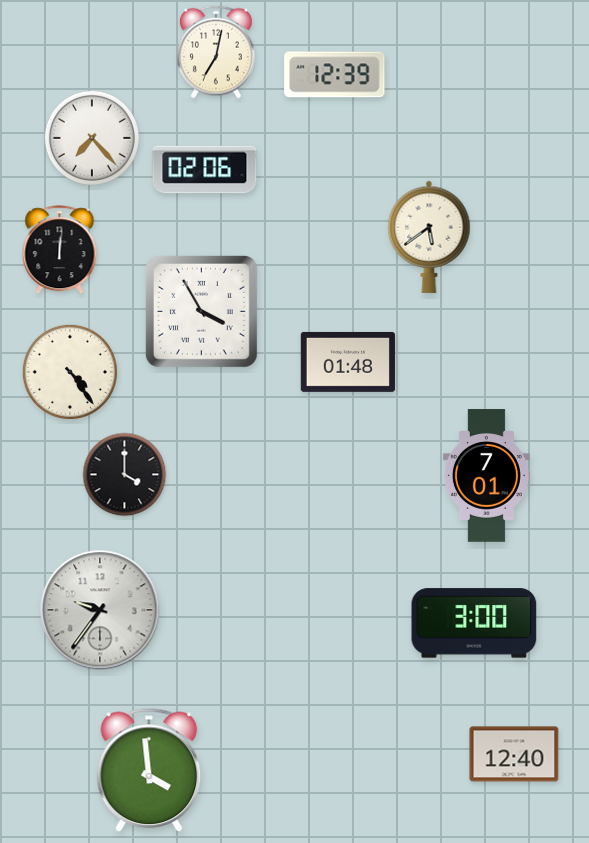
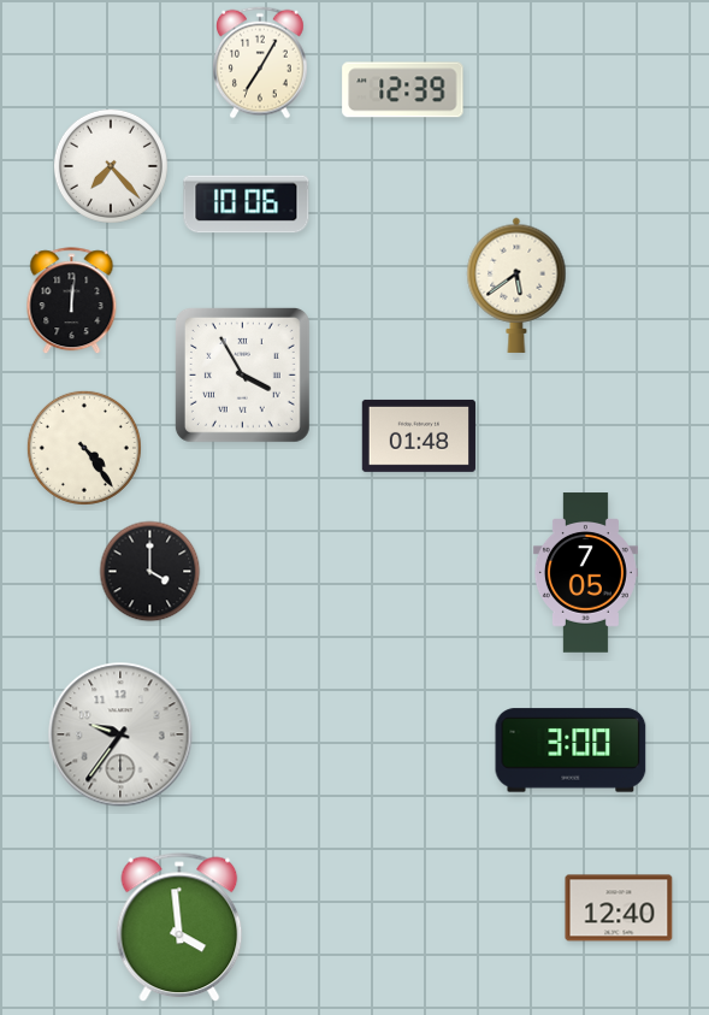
clock at (217, 52): 7:02 -> 7:05
clock at (205, 170): 02:06 -> 10:06
clock at (486, 476): 7:01 -> 7:05
